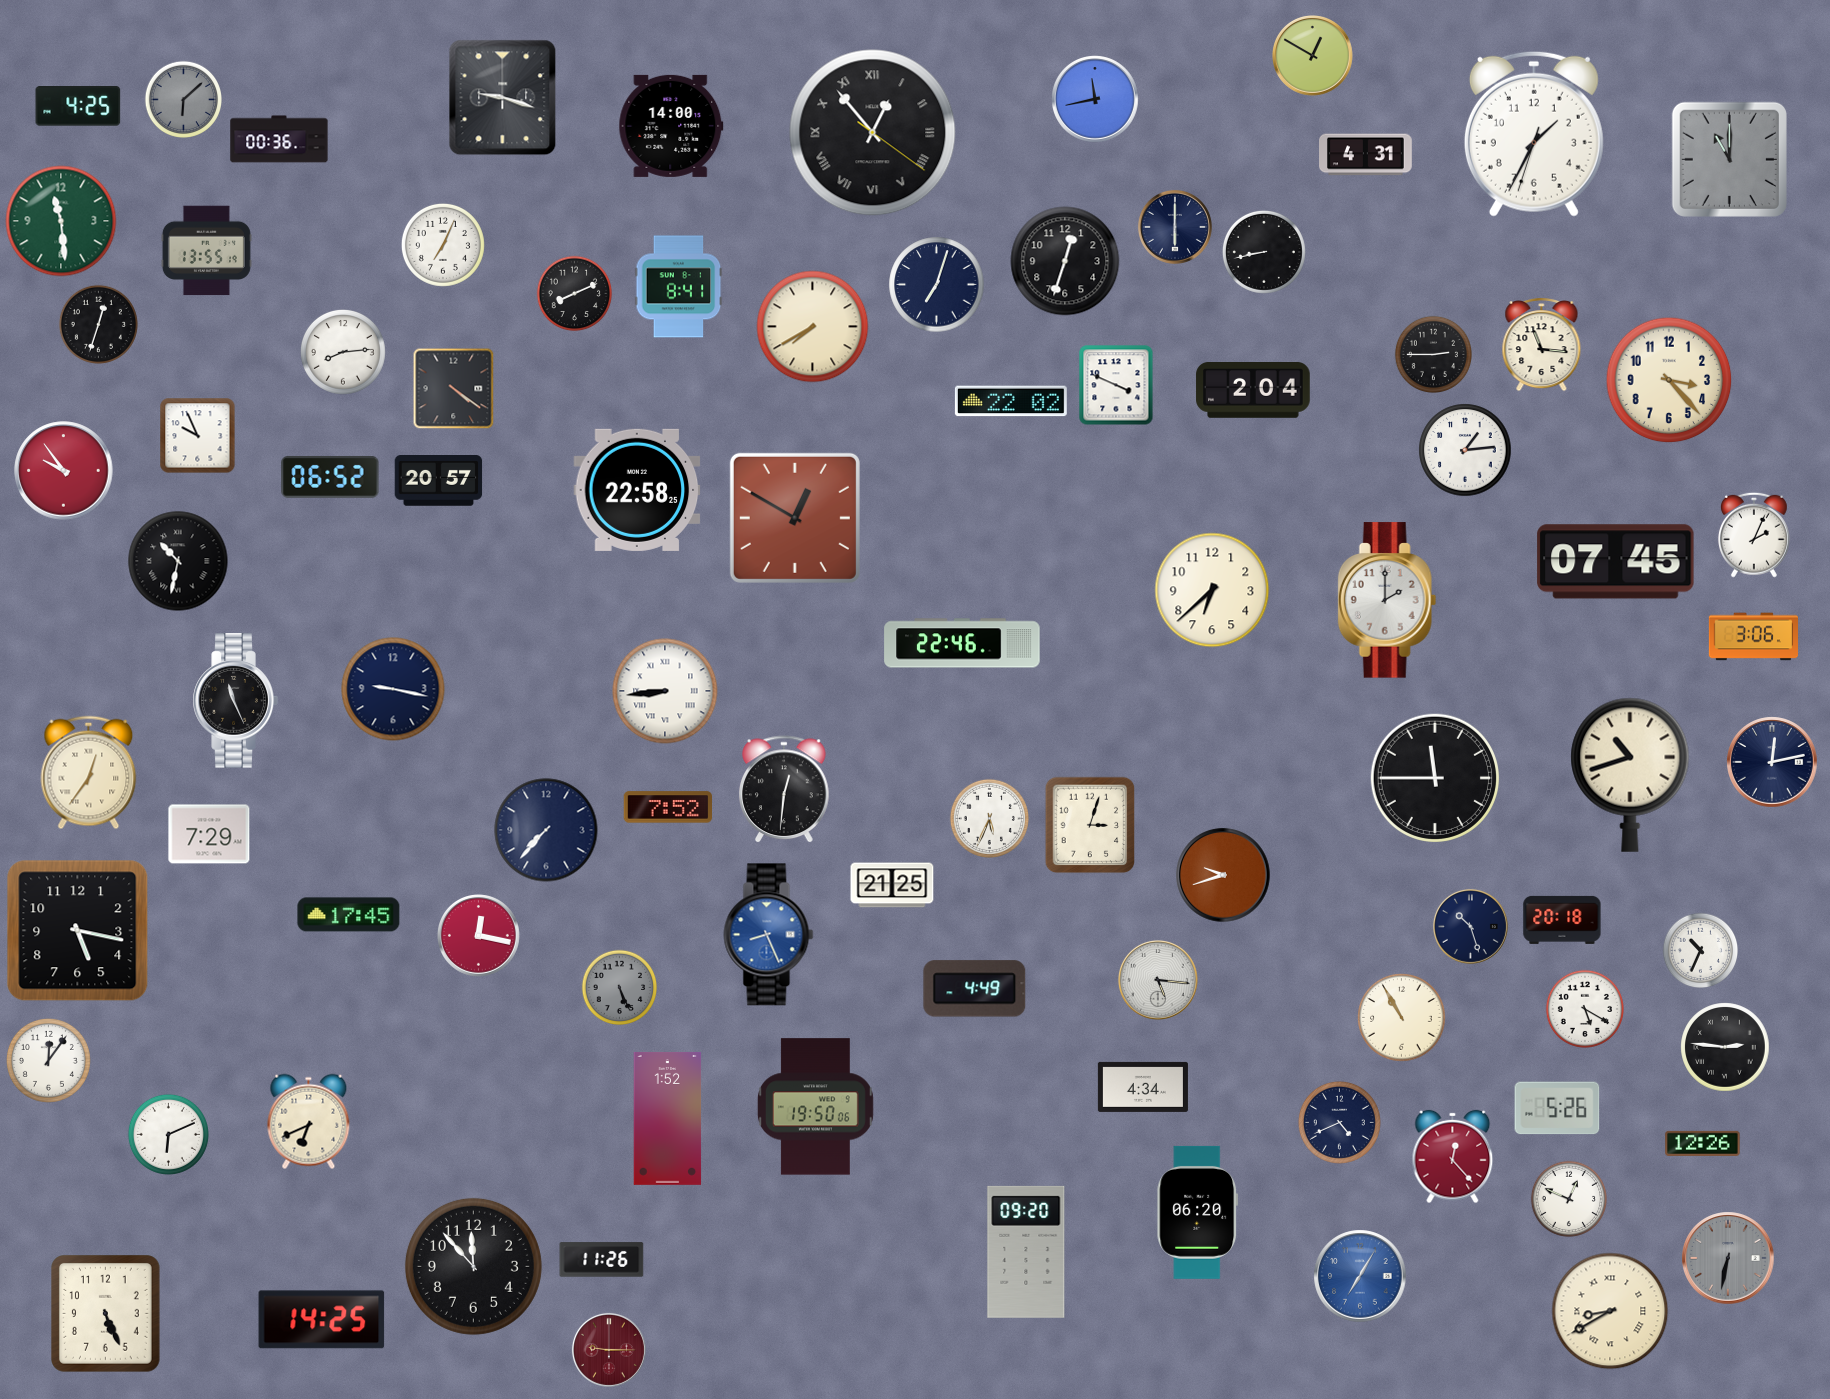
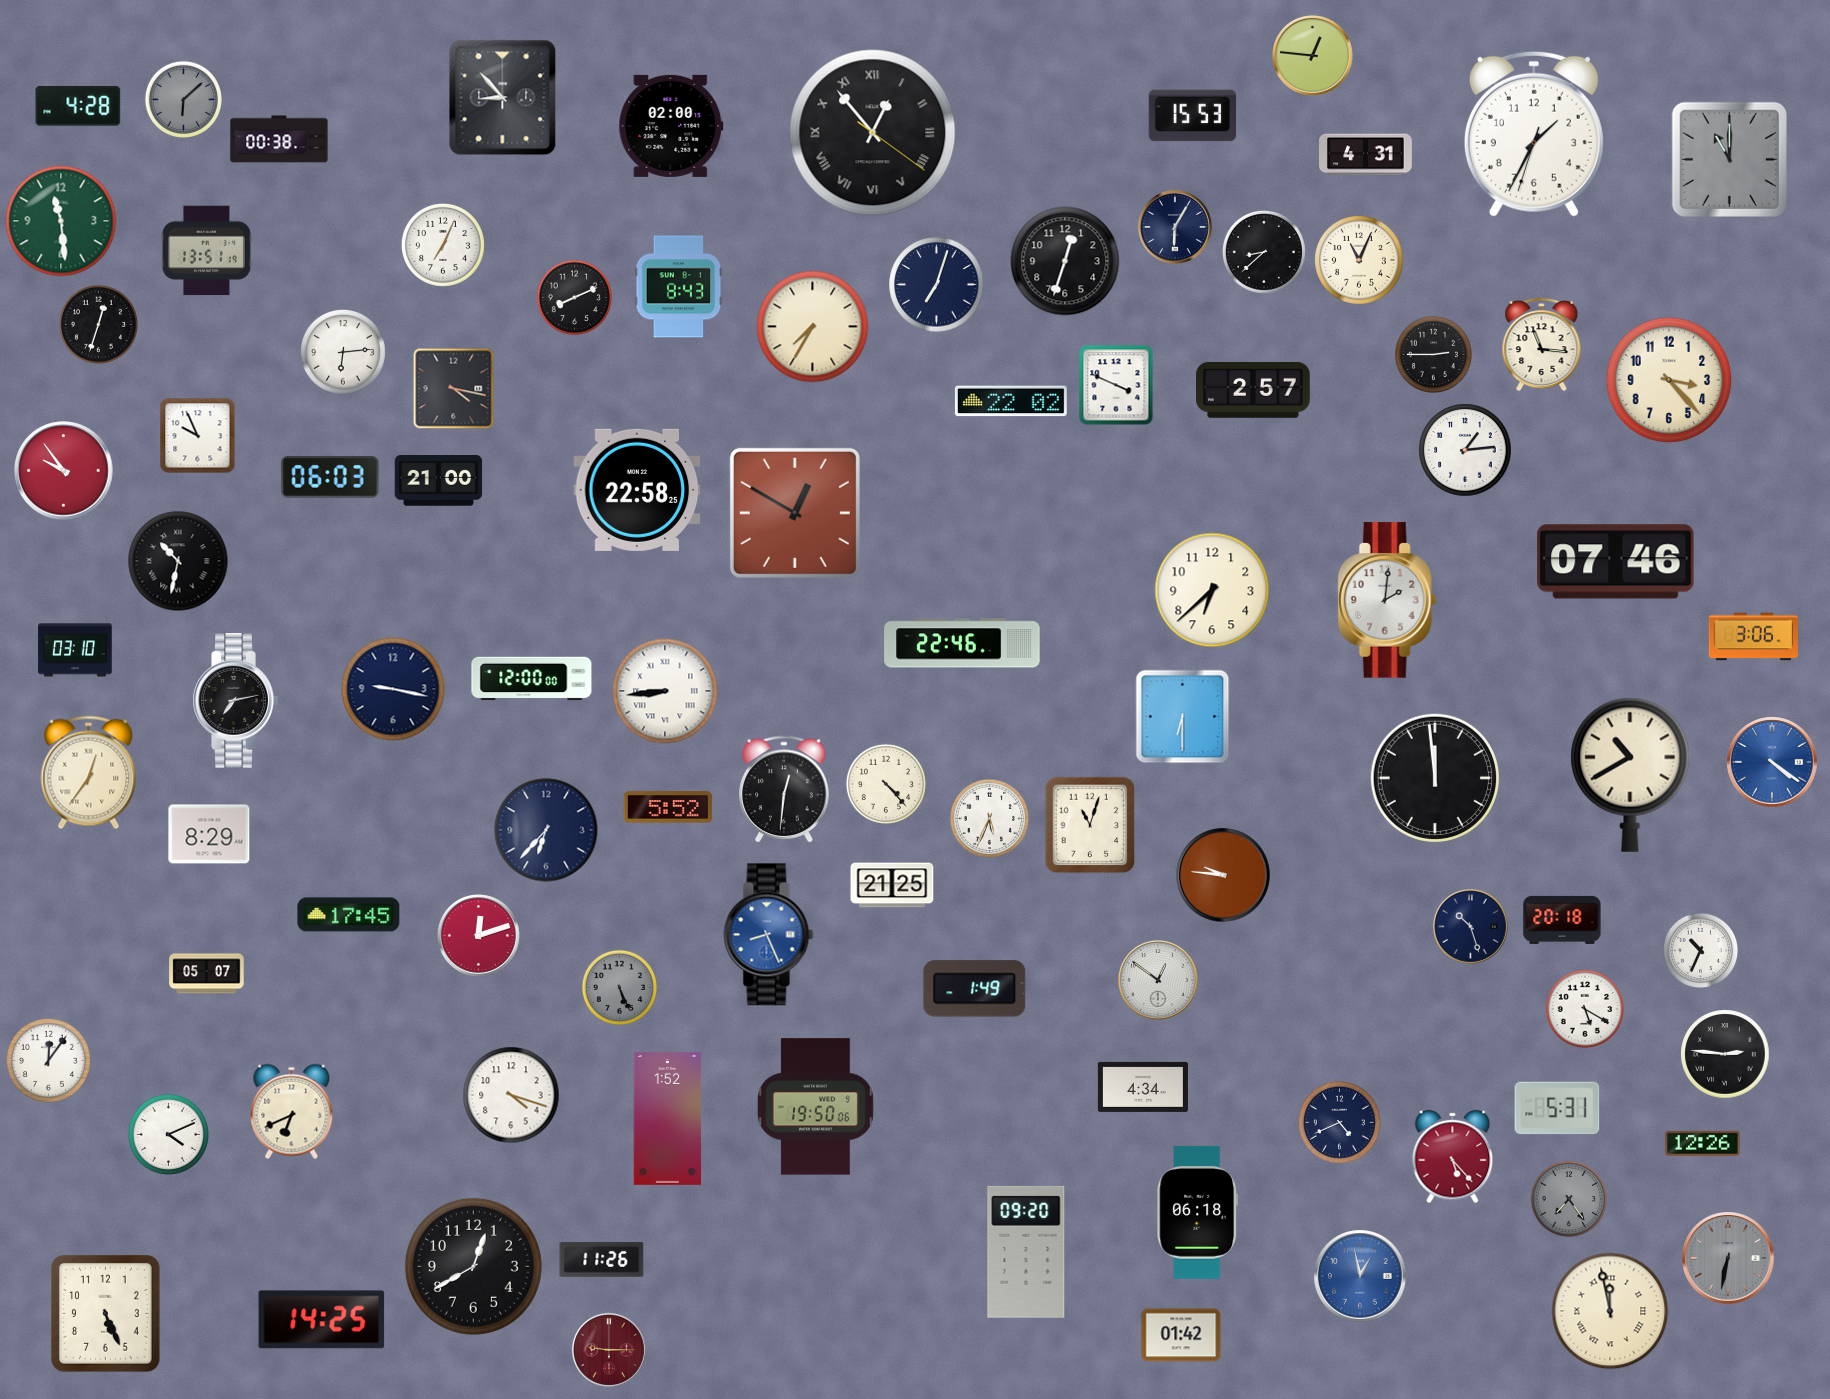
clock at (1313, 56): 12:50 -> 12:46
clock at (503, 98): 9:18 -> 8:53
clock at (1095, 99): 11:43 -> none
clock at (78, 107): 4:25 -> 4:28
clock at (1193, 116): none -> 15:53
clock at (671, 126): 14:00 -> 02:00
clock at (279, 139): 00:36 -> 00:38
clock at (1175, 227): 6:00 -> 6:05
clock at (206, 251): 13:55 -> 13:51
clock at (1264, 252): 8:43 -> 8:38
clock at (1359, 260): none -> 11:04
clock at (679, 287): 8:41 -> 8:43
clock at (575, 294) position: (575, 294) -> (575, 298)
clock at (813, 327): 7:40 -> 7:35
clock at (343, 352): 8:14 -> 6:14
clock at (454, 389): 4:21 -> 4:17
clock at (1253, 391): 2:04 -> 2:57
clock at (330, 477): 06:52 -> 06:03
clock at (439, 481): 20:57 -> 21:00
clock at (795, 518) position: (795, 518) -> (795, 513)
clock at (1754, 535): 2:04 -> none
clock at (1616, 562): 07:45 -> 07:46
clock at (1387, 600): 2:00 -> 2:01
clock at (75, 650): none -> 03:10
clock at (532, 679): none -> 12:00
clock at (235, 701): 11:26 -> 7:13
clock at (1183, 717): none -> 6:30
clock at (1772, 762): 12:13 -> 4:21
clock at (1772, 762) dial: navy -> blue
clock at (1630, 775): 10:42 -> 10:40
clock at (1434, 777): 11:45 -> 11:59
clock at (886, 784): none -> 4:23
clock at (667, 807): 7:52 -> 5:52
clock at (1090, 825): 3:03 -> 11:03
clock at (546, 830): 7:37 -> 6:37
clock at (209, 834): 7:29 -> 8:29
clock at (1223, 875): 9:42 -> 9:46
clock at (78, 931): 5:17 -> none
clock at (479, 936): 12:17 -> 12:12
clock at (207, 974): none -> 05:07
clock at (1158, 980): 5:16 -> 12:51
clock at (975, 989): 4:49 -> 1:49
clock at (1402, 1018): 10:55 -> none
clock at (1725, 1047) position: (1725, 1047) -> (1725, 1054)
clock at (511, 1095): none -> 4:18
clock at (1557, 1108): 5:26 -> 5:31
clock at (309, 1122) position: (309, 1122) -> (292, 1112)
clock at (168, 1134): 6:11 -> 4:11
clock at (1453, 1157): 12:23 -> 5:23
clock at (1569, 1199): 12:49 -> 7:24
clock at (1569, 1199) dial: white -> grey
clock at (1198, 1212): 06:20 -> 06:18
clock at (473, 1266): 11:53 -> 12:40
clock at (1360, 1276): 7:05 -> 12:58
clock at (1610, 1311): 8:40 -> 11:58
clock at (1181, 1335): none -> 01:42
